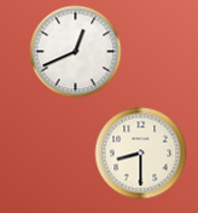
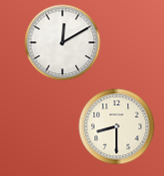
clock at (76, 52): 12:41 -> 12:10
